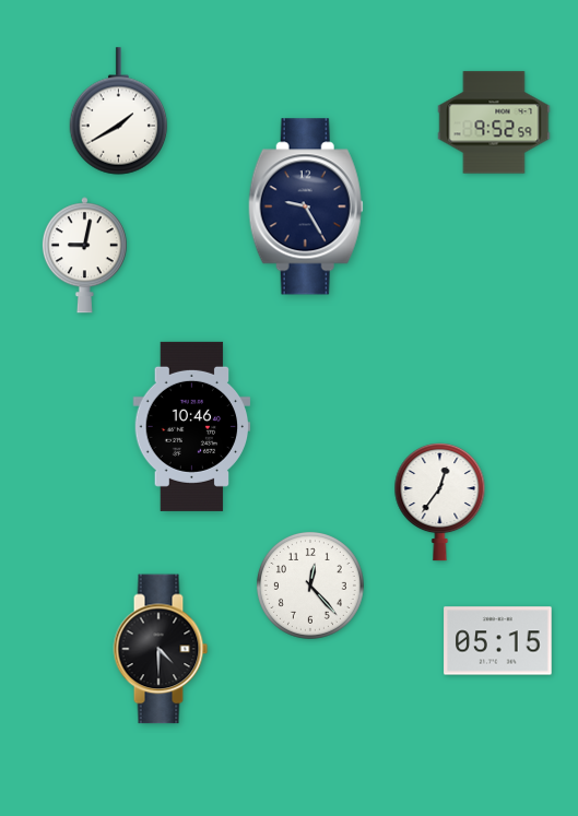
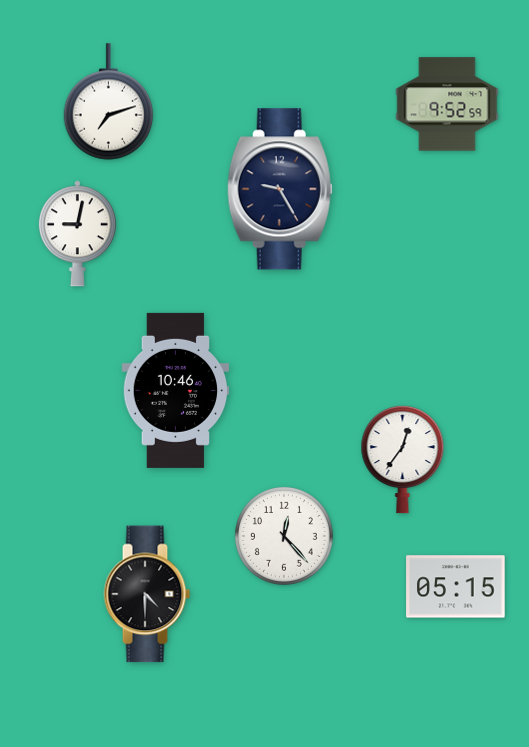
clock at (119, 111): 1:40 -> 7:12
clock at (494, 122) position: (494, 122) -> (447, 104)
